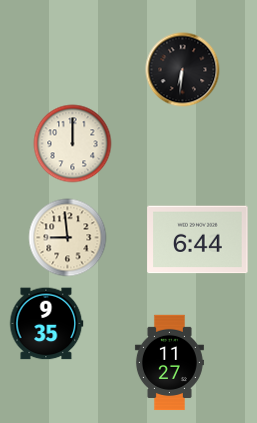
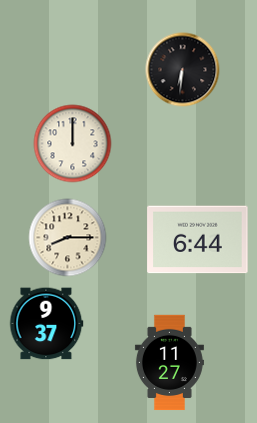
clock at (68, 238): 8:59 -> 8:15
clock at (46, 324): 9:35 -> 9:37
